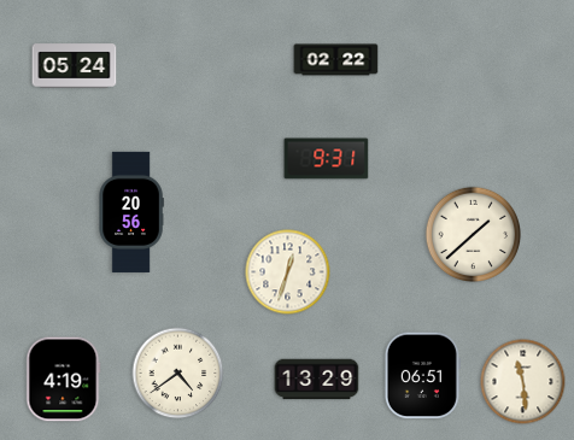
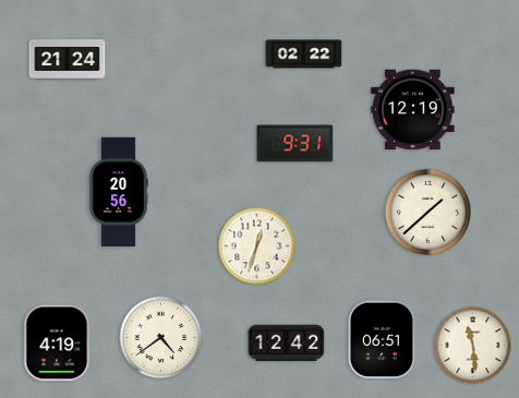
clock at (75, 66): 05:24 -> 21:24
clock at (413, 110): none -> 12:19
clock at (288, 272) position: (288, 272) -> (257, 246)
clock at (317, 380): 13:29 -> 12:42
